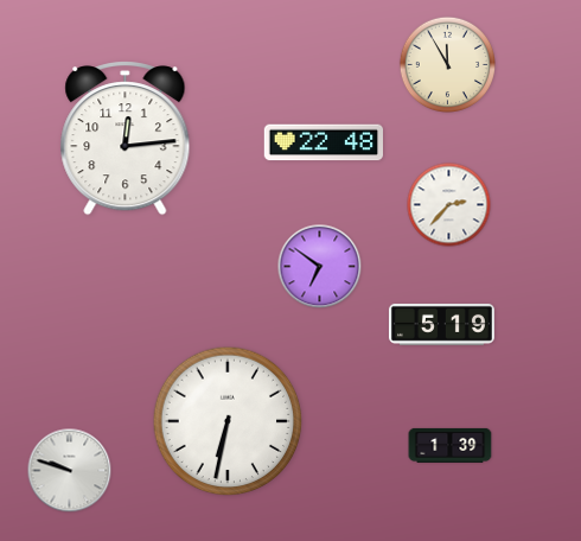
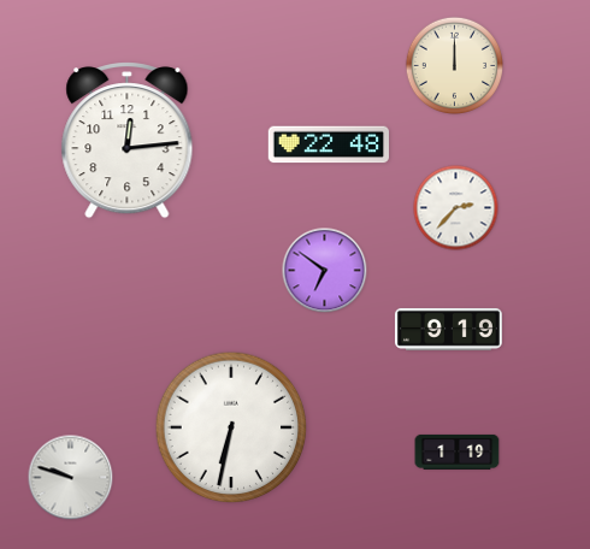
clock at (447, 64): 11:55 -> 12:00
clock at (441, 324): 5:19 -> 9:19
clock at (451, 445): 1:39 -> 1:19
